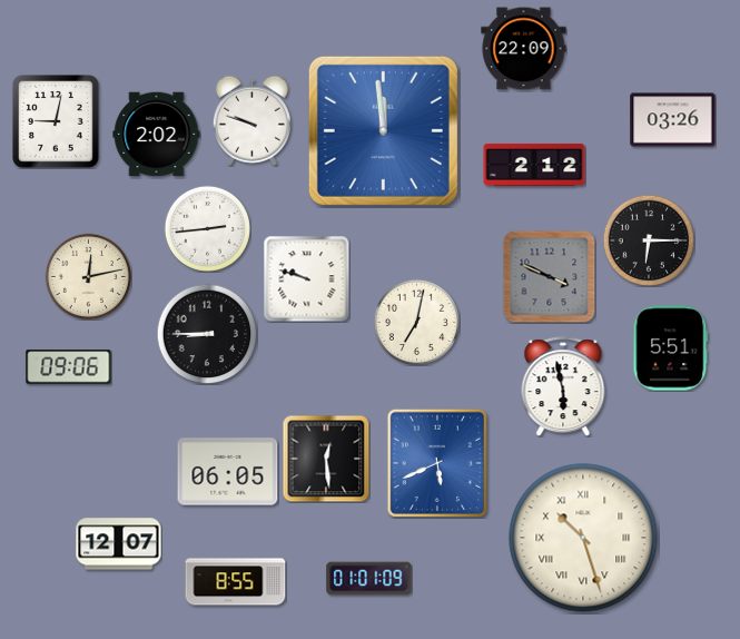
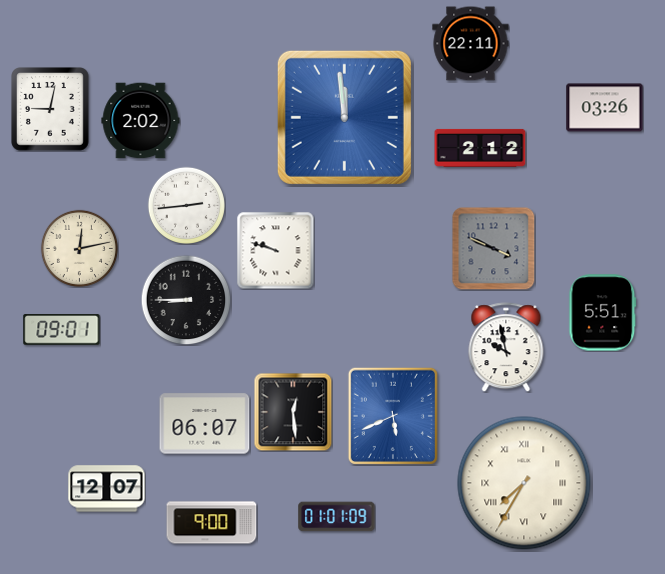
clock at (524, 49): 22:09 -> 22:11
clock at (251, 120): 9:48 -> none
clock at (648, 239): 6:15 -> none
clock at (416, 322): 7:02 -> none
clock at (69, 367): 09:06 -> 09:01
clock at (563, 386): 5:58 -> 9:58
clock at (228, 472): 06:05 -> 06:07
clock at (583, 538): 10:27 -> 7:35
clock at (369, 579) position: (369, 579) -> (337, 517)
clock at (236, 582): 8:55 -> 9:00
